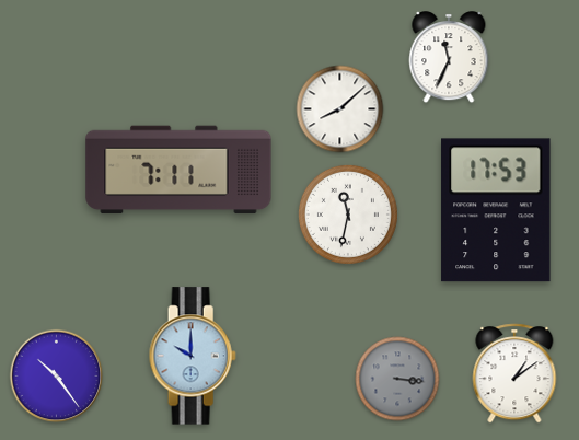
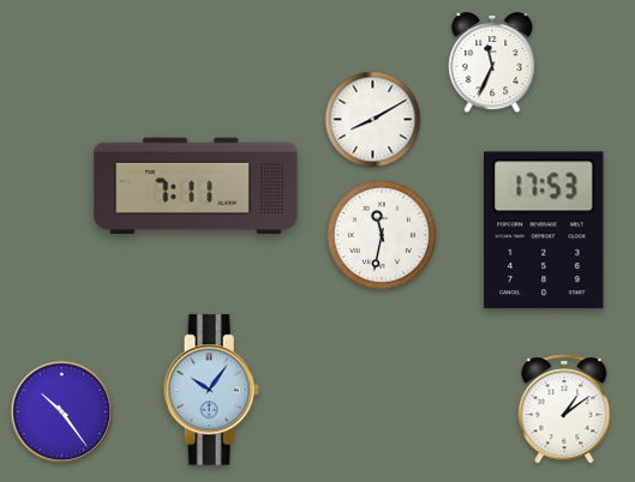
clock at (340, 109): 8:08 -> 8:10
clock at (193, 356): 10:00 -> 10:06
clock at (397, 379): 3:16 -> none
